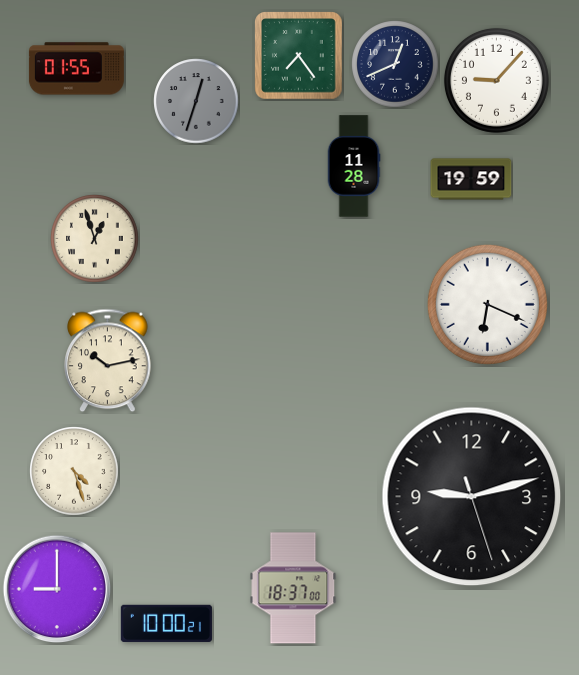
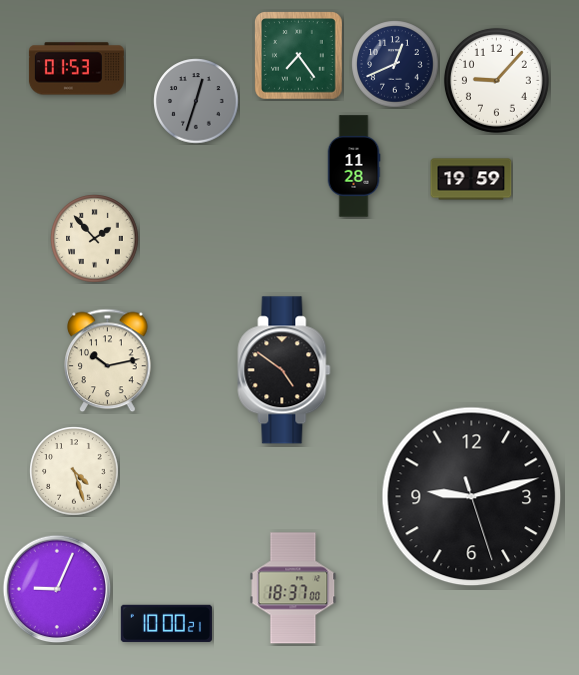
clock at (76, 69): 01:55 -> 01:53
clock at (95, 239): 12:57 -> 1:53
clock at (487, 304): 6:19 -> none
clock at (284, 370): none -> 4:51
clock at (57, 589): 9:00 -> 9:04
